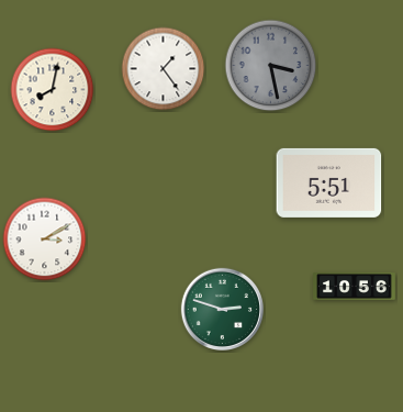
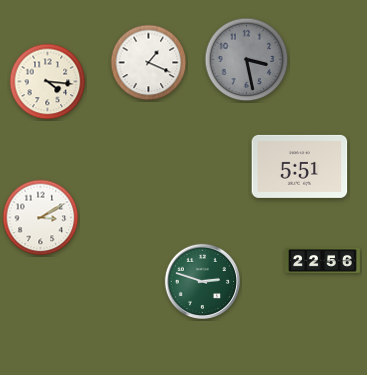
clock at (164, 69): 1:24 -> 1:19
clock at (53, 90): 8:02 -> 4:16
clock at (355, 287): 10:56 -> 22:56
